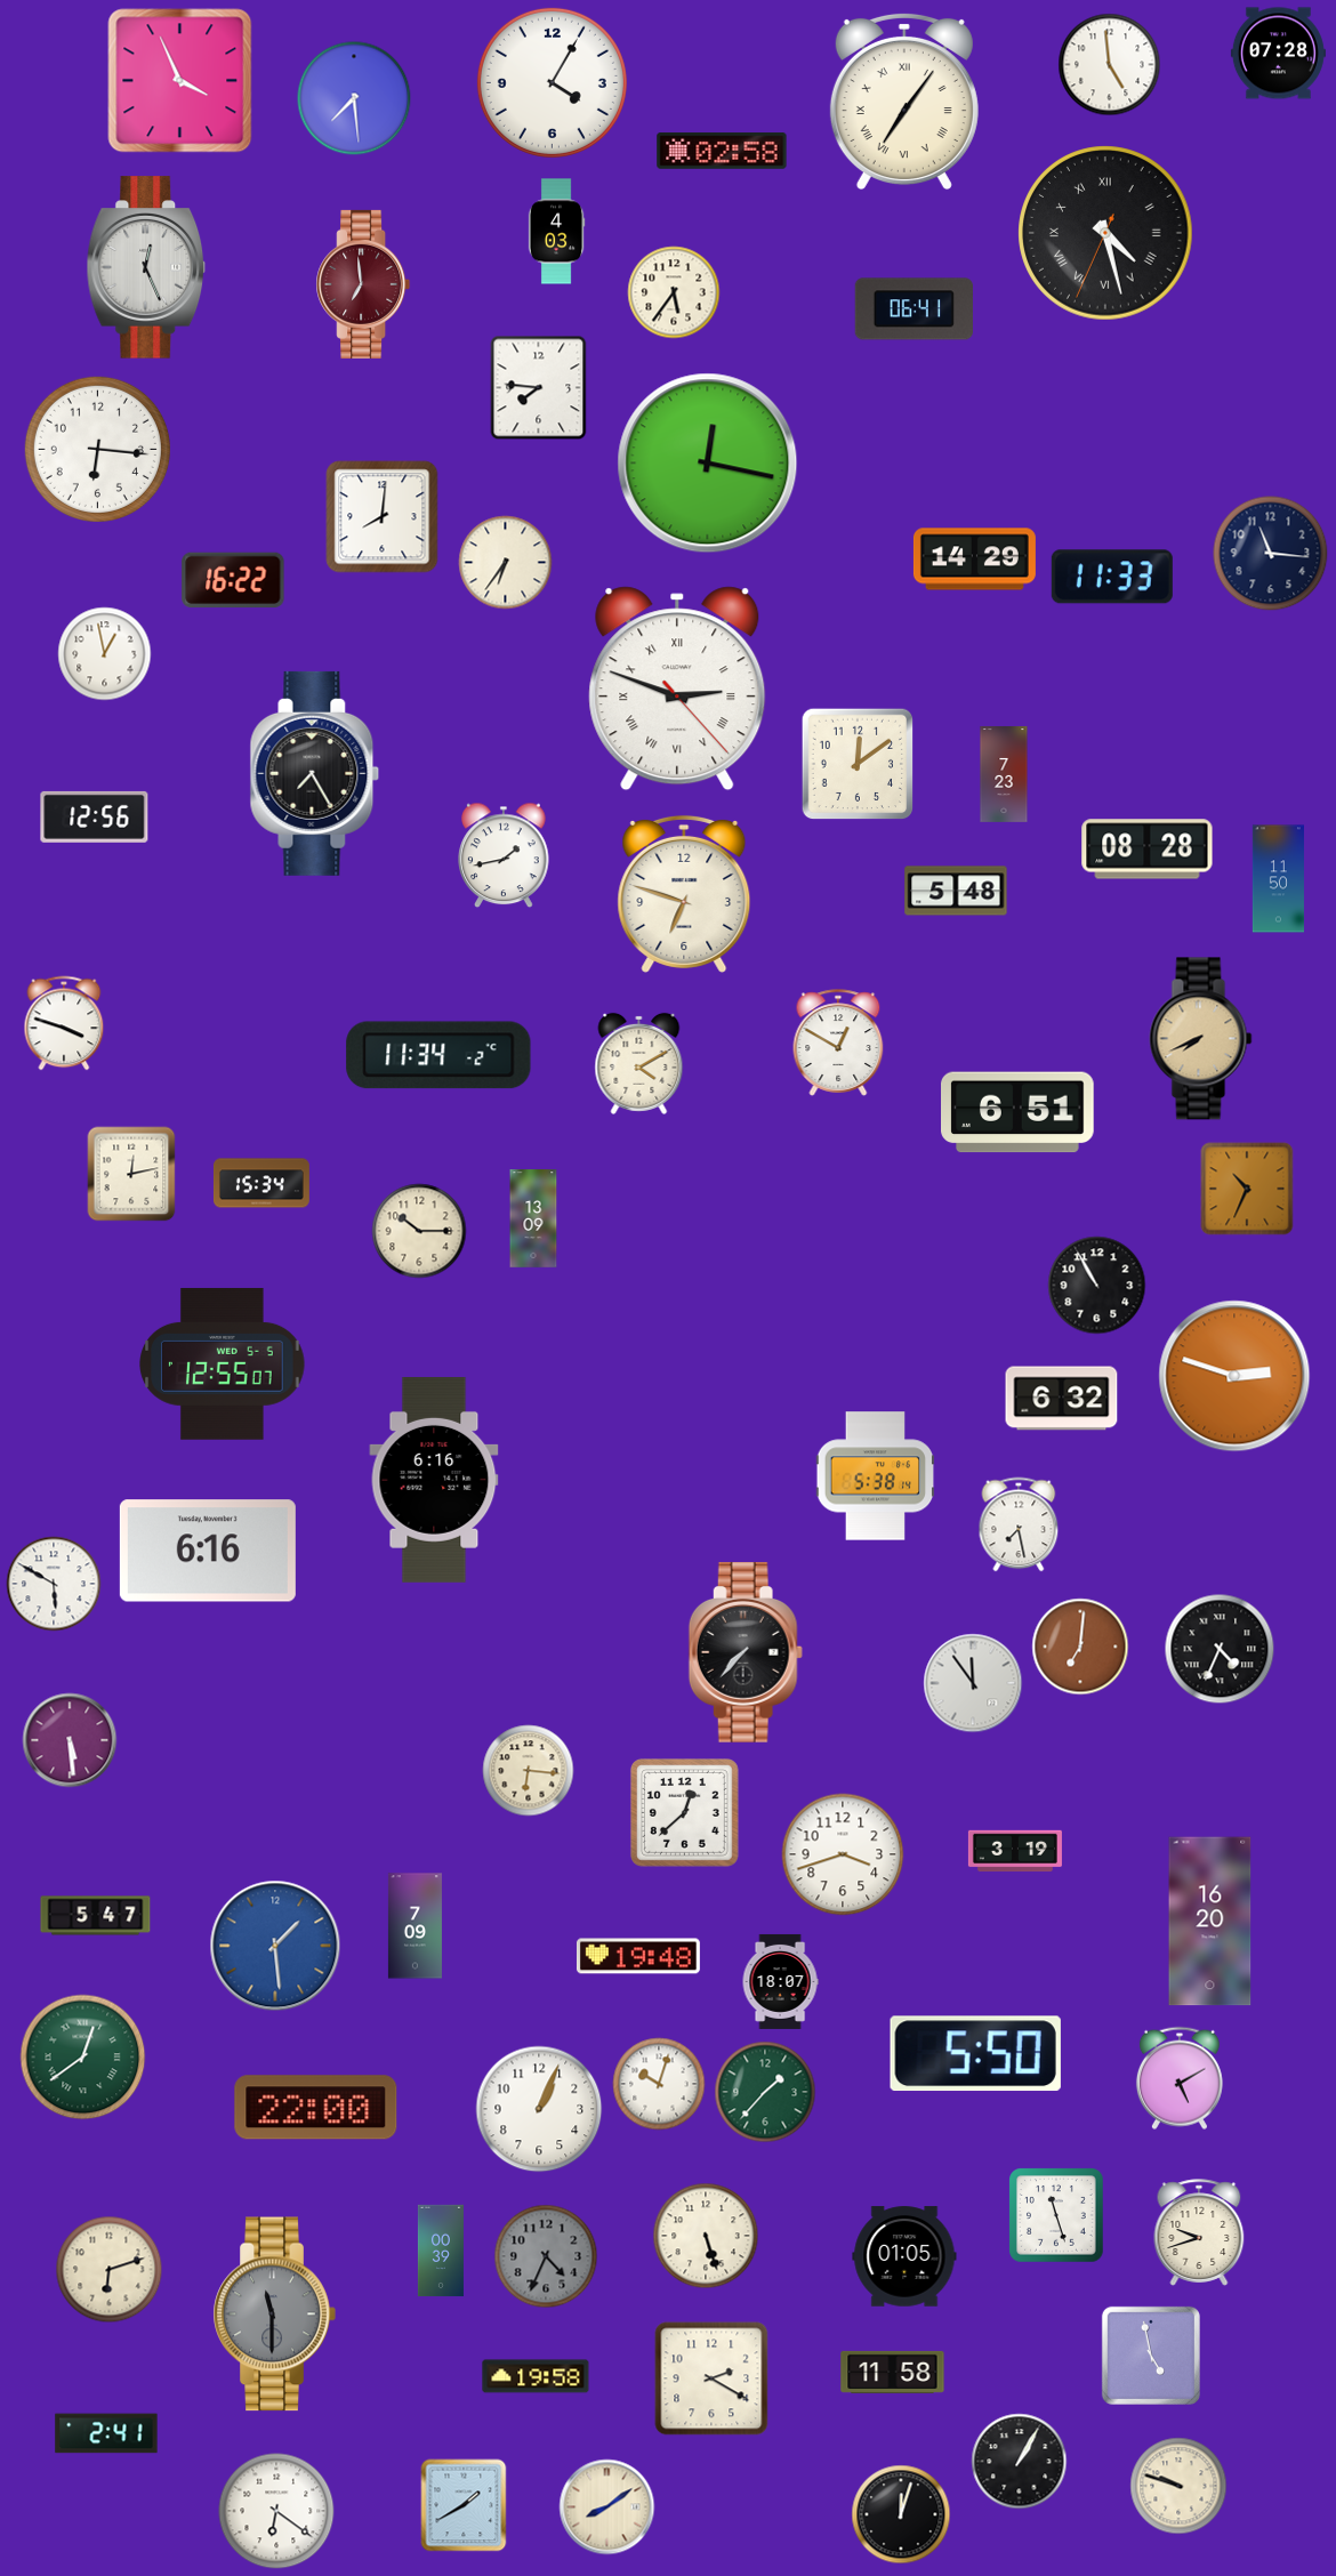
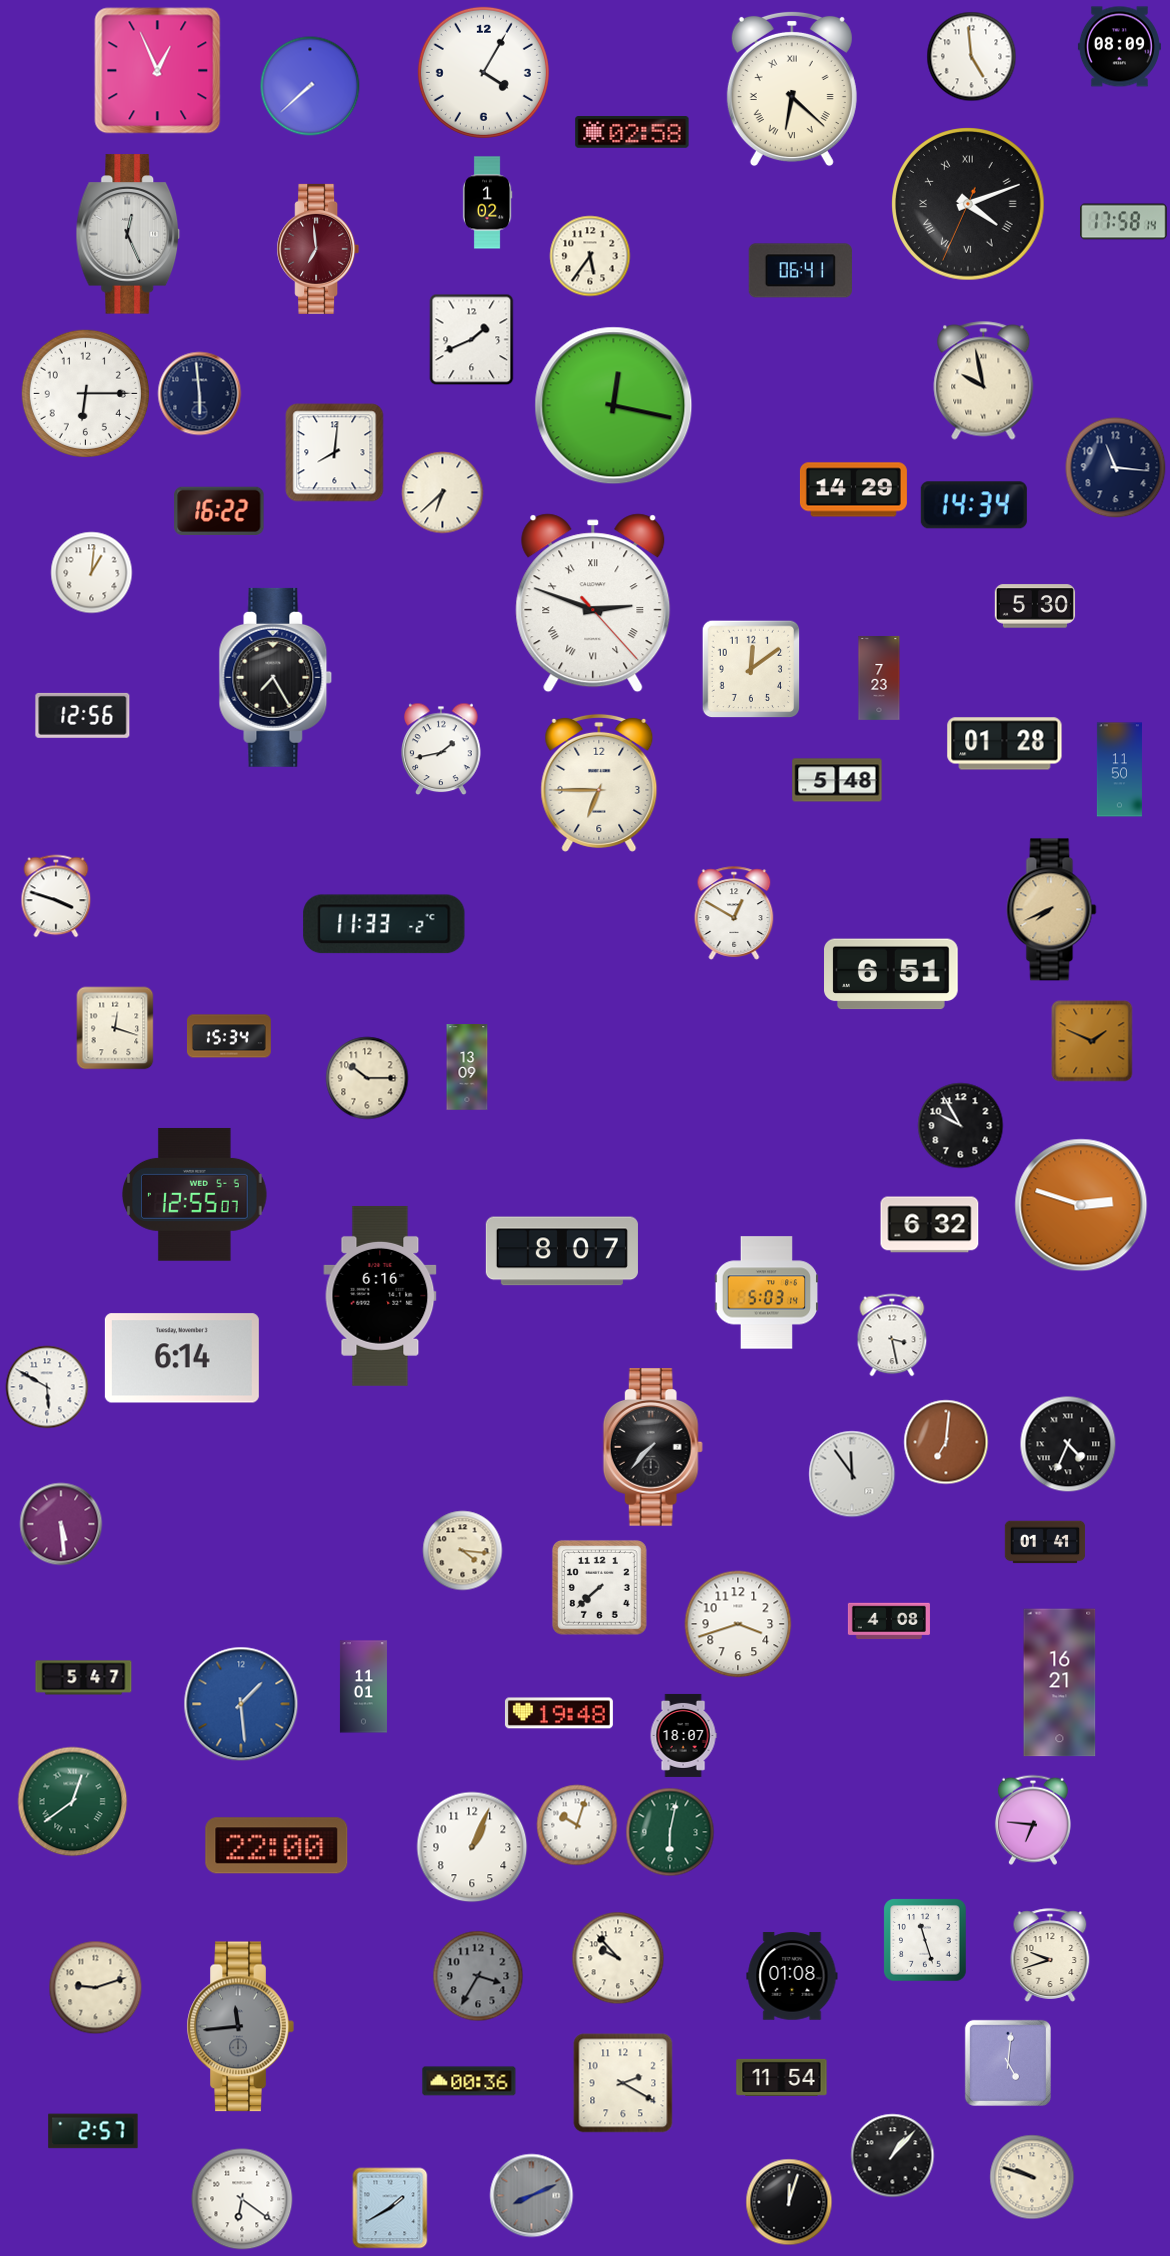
clock at (1278, 54): 07:28 -> 08:09
clock at (180, 81): 3:56 -> 12:56
clock at (354, 98): 7:29 -> 7:38
clock at (904, 102): 7:06 -> 6:22
clock at (556, 232): 4:03 -> 1:02
clock at (1105, 233): 4:27 -> 4:11
clock at (1124, 222): none -> 17:58
clock at (539, 388): 7:46 -> 1:41
clock at (984, 381): none -> 9:58
clock at (97, 449): 6:16 -> 6:15
clock at (200, 394): none -> 5:59
clock at (708, 464) position: (708, 464) -> (614, 406)
clock at (1271, 554) position: (1271, 554) -> (1116, 468)
clock at (506, 563): 6:36 -> 6:38
clock at (1112, 577): 11:33 -> 14:34
clock at (233, 580) position: (233, 580) -> (219, 511)
clock at (105, 654): 12:58 -> 1:01
clock at (1035, 606): none -> 5:30
clock at (1148, 850): 08:28 -> 01:28
clock at (684, 894): 6:48 -> 6:45
clock at (438, 1055): 11:34 -> 11:33
clock at (639, 1063): 4:10 -> none
clock at (131, 1174): 12:13 -> 12:18
clock at (1247, 1189): 10:34 -> 1:49
clock at (1097, 1286): 10:55 -> 9:55
clock at (562, 1251): none -> 8:07
clock at (876, 1476): 5:38 -> 5:03
clock at (1019, 1524): 7:28 -> 3:28
clock at (208, 1551): 6:16 -> 6:14
clock at (1045, 1542): none -> 01:41
clock at (529, 1771): 6:16 -> 4:16
clock at (684, 1812): 12:38 -> 7:38
clock at (1015, 1851): 3:19 -> 4:08
clock at (1210, 1922): 16:20 -> 16:21
clock at (415, 1926): 7:09 -> 11:01
clock at (975, 2054): 5:50 -> none
clock at (1180, 2078): 5:10 -> 6:46
clock at (765, 2092): 1:37 -> 6:02
clock at (706, 2236): 5:27 -> 9:53
clock at (441, 2251): 00:39 -> none
clock at (546, 2256): 4:34 -> 3:35
clock at (904, 2256): 01:05 -> 01:08
clock at (110, 2270): 6:12 -> 9:12
clock at (274, 2315): 11:30 -> 11:44
clock at (1151, 2356): 4:58 -> 5:01
clock at (893, 2372): 11:58 -> 11:54
clock at (536, 2376): 19:58 -> 00:36
clock at (106, 2433): 2:41 -> 2:57
clock at (1020, 2462): 1:05 -> 1:07
clock at (464, 2505) position: (464, 2505) -> (390, 2208)
clock at (607, 2507): 8:09 -> 8:11
clock at (607, 2507) dial: cream -> grey
